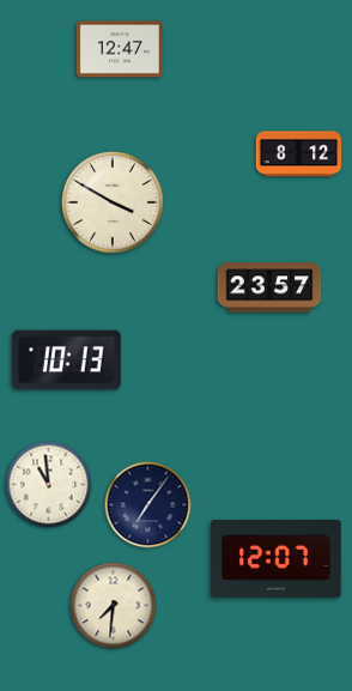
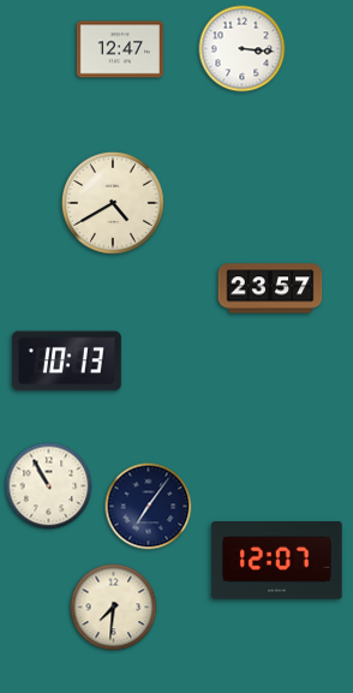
clock at (243, 49): none -> 3:16
clock at (299, 154): 8:12 -> none
clock at (113, 202): 3:50 -> 4:40
clock at (49, 485): 10:59 -> 10:55
